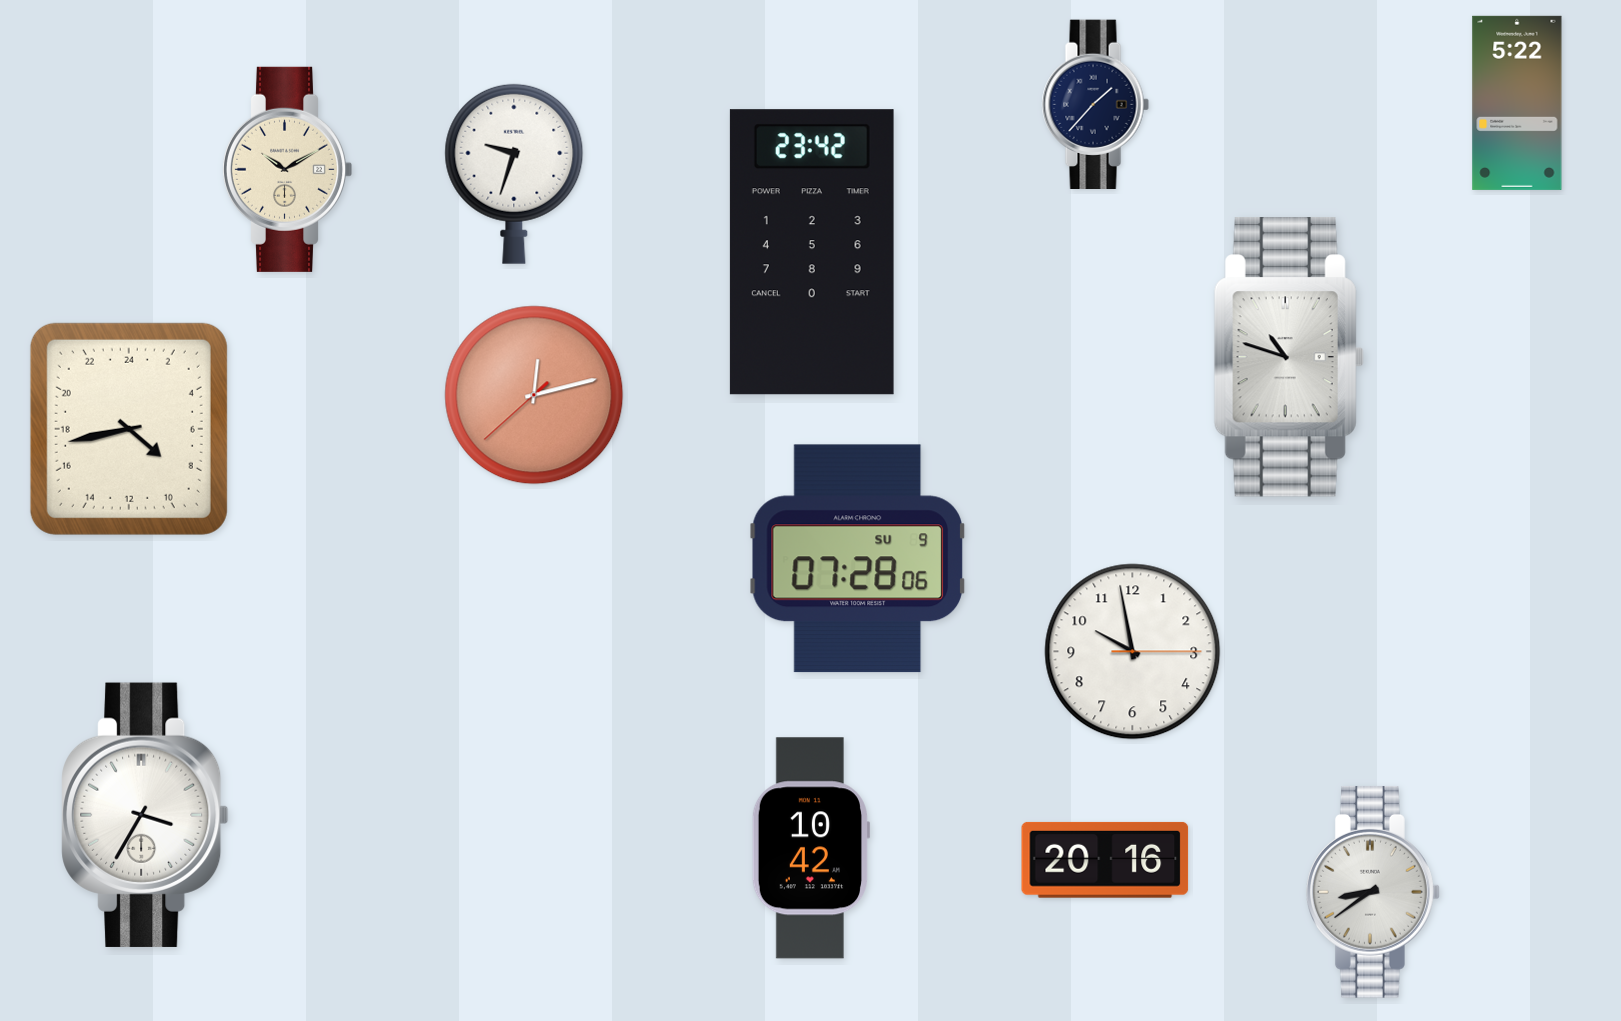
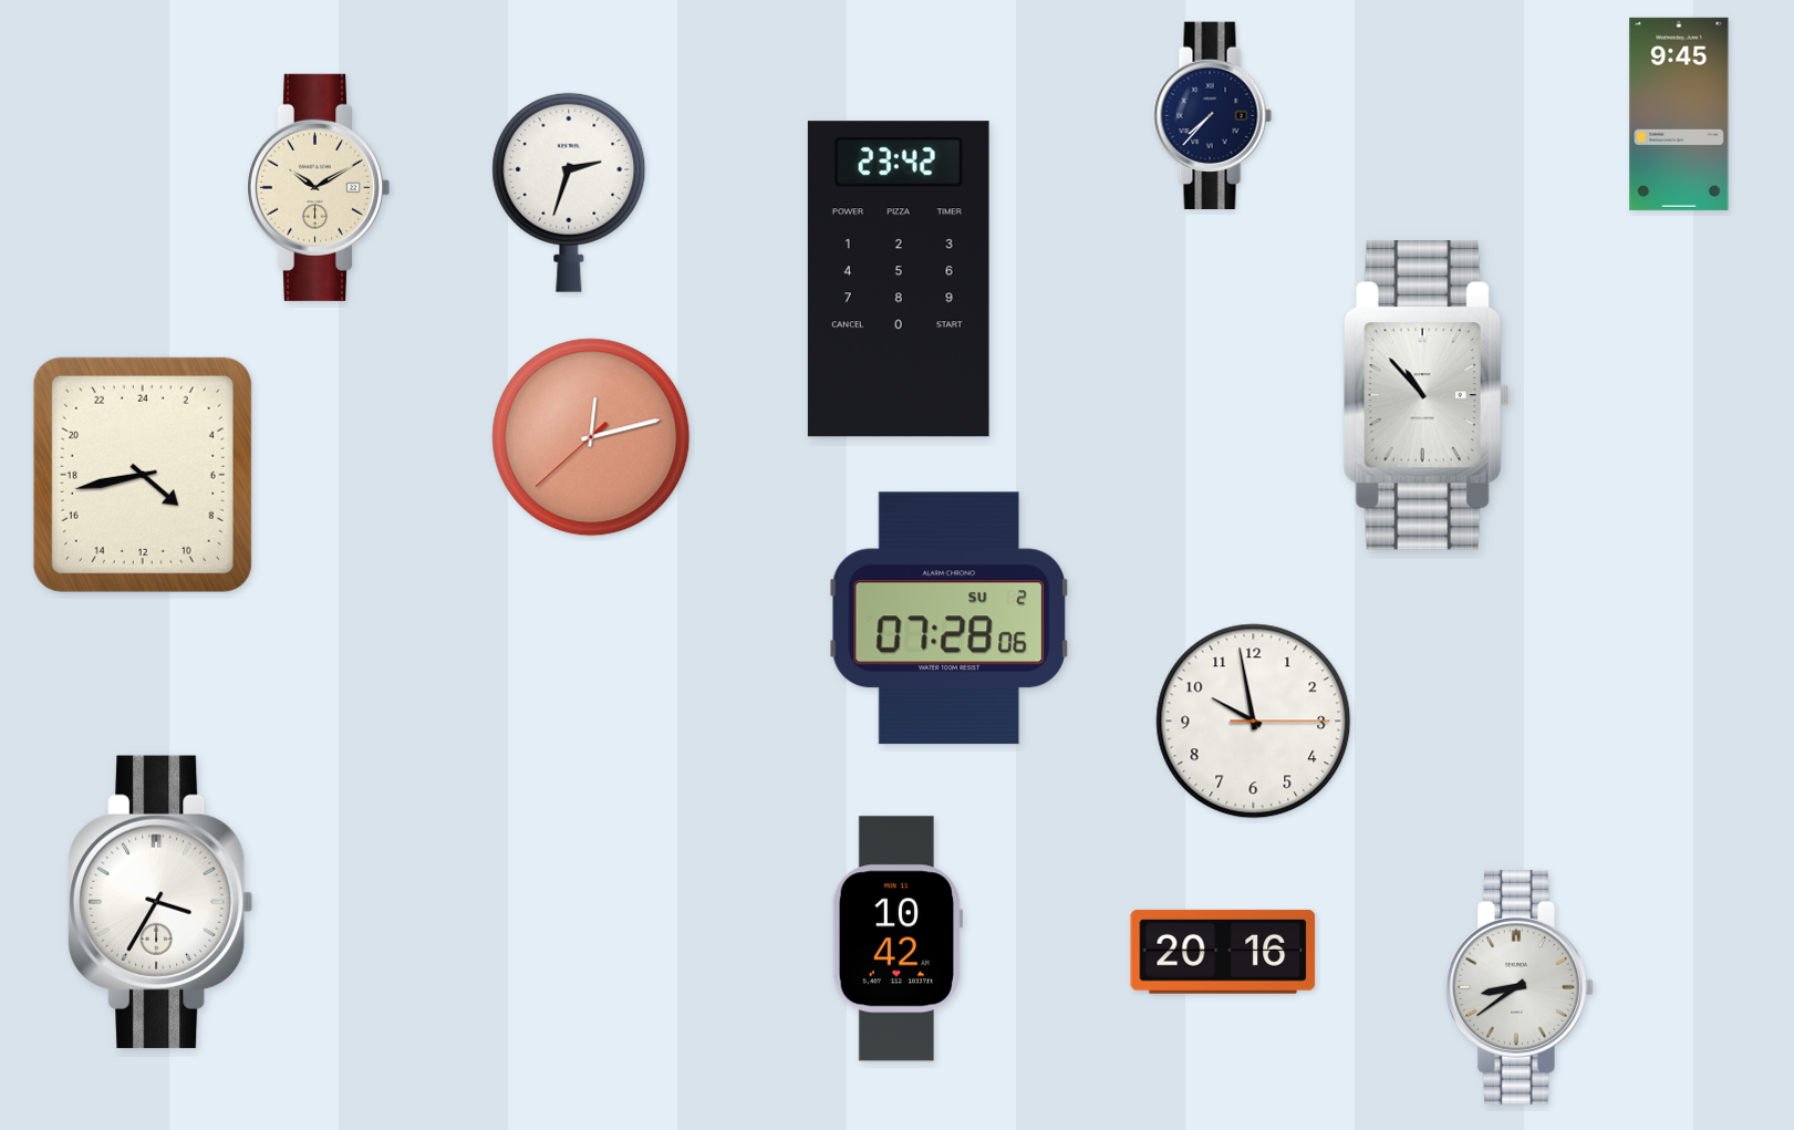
clock at (1517, 103): 5:22 -> 9:45
clock at (1095, 104): 1:37 -> 7:37
clock at (514, 174): 9:33 -> 2:33
clock at (1289, 357): 10:48 -> 10:53
clock at (858, 559) date: SU 9 -> SU 2
